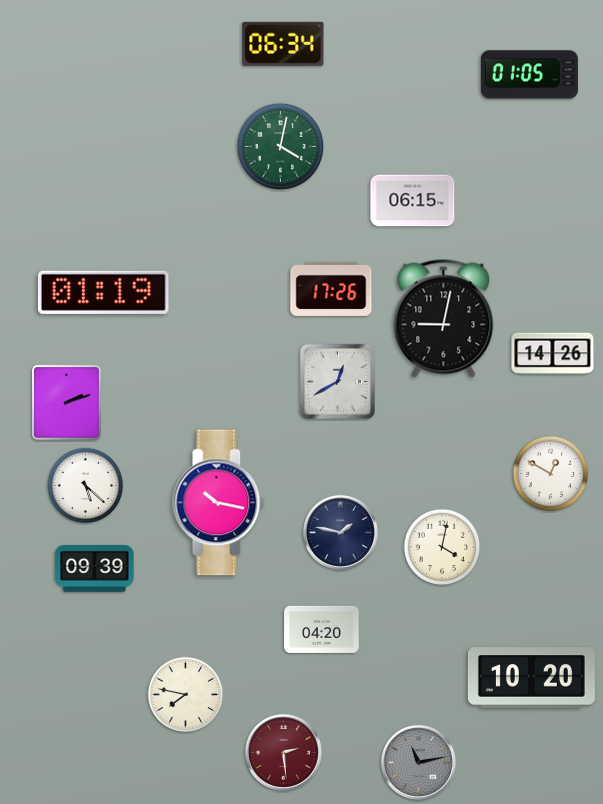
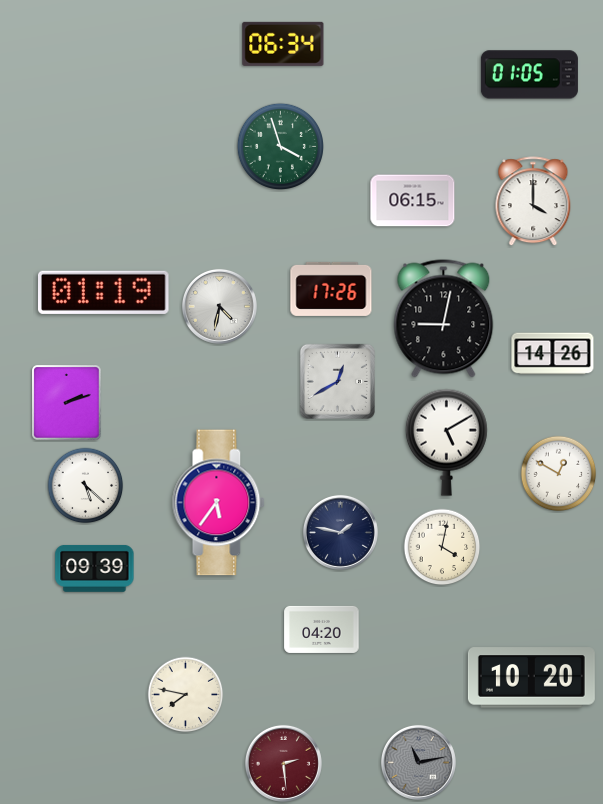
clock at (280, 146): 4:02 -> 3:57
clock at (533, 202): none -> 4:00
clock at (219, 306): none -> 4:32
clock at (446, 442): none -> 5:10
clock at (551, 474) position: (551, 474) -> (559, 474)
clock at (219, 503): 10:17 -> 5:36
clock at (283, 752) position: (283, 752) -> (283, 763)
